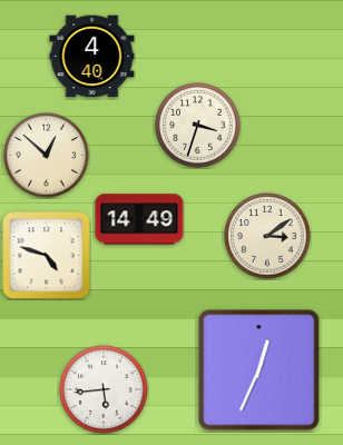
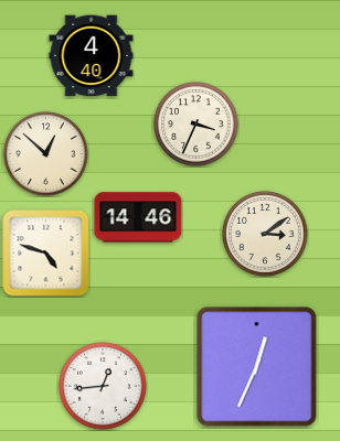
clock at (198, 126): 3:33 -> 3:34
clock at (139, 219): 14:49 -> 14:46
clock at (104, 389): 5:44 -> 12:44
